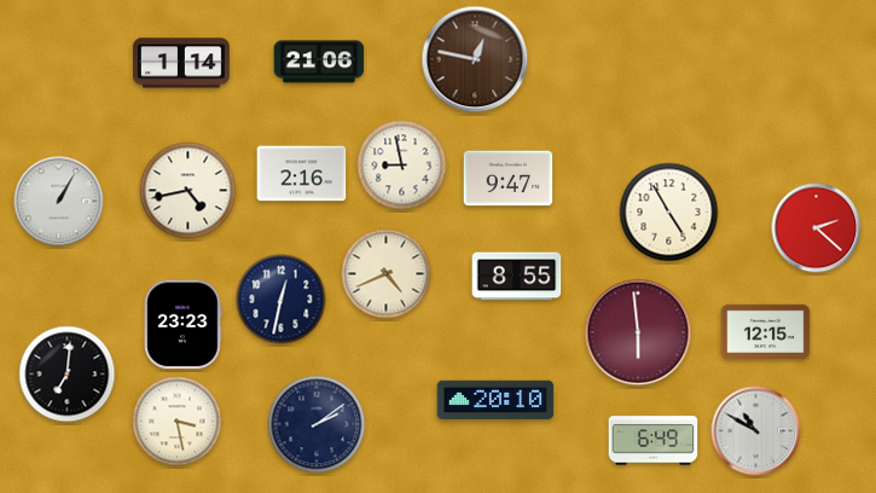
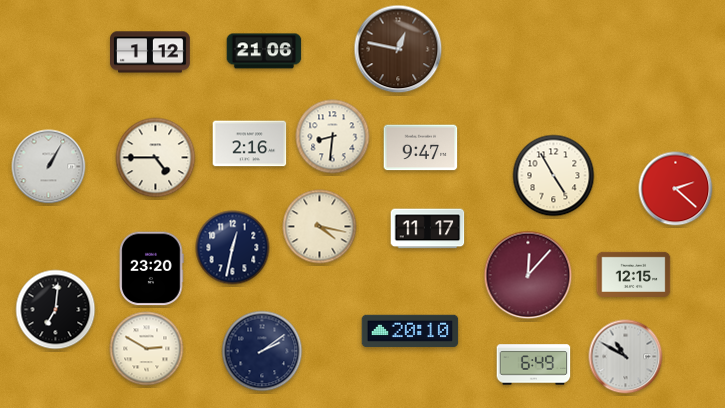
clock at (475, 59) position: (475, 59) -> (398, 49)
clock at (182, 63): 1:14 -> 1:12
clock at (402, 166): 8:58 -> 8:31
clock at (188, 191): 4:43 -> 4:45
clock at (387, 274): 4:41 -> 4:17
clock at (517, 277): 8:55 -> 11:17
clock at (184, 325): 23:23 -> 23:20
clock at (638, 332): 5:59 -> 12:07
clock at (178, 422): 3:28 -> 2:50
clock at (654, 441) position: (654, 441) -> (534, 365)
